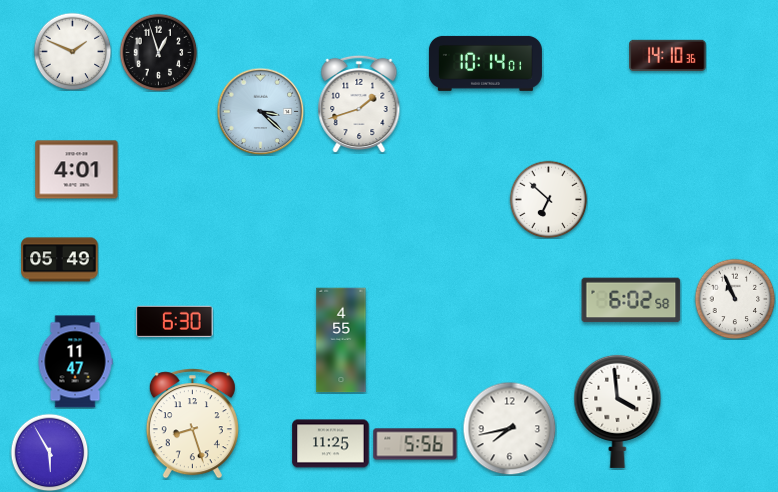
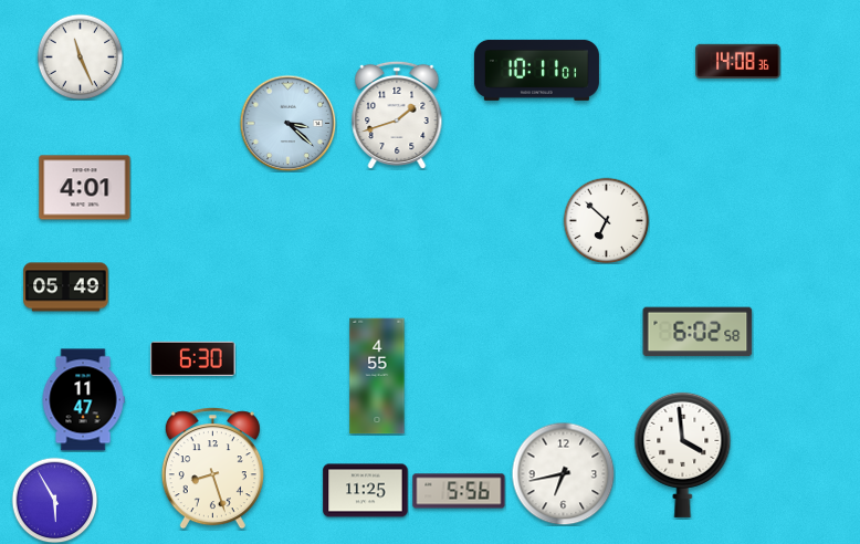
clock at (72, 51): 1:49 -> 11:26
clock at (158, 52): 12:57 -> none
clock at (668, 55): 14:10 -> 14:08
clock at (485, 63): 10:14 -> 10:11
clock at (735, 299): 10:56 -> none
clock at (175, 321) position: (175, 321) -> (193, 358)
clock at (509, 428): 7:43 -> 6:43
